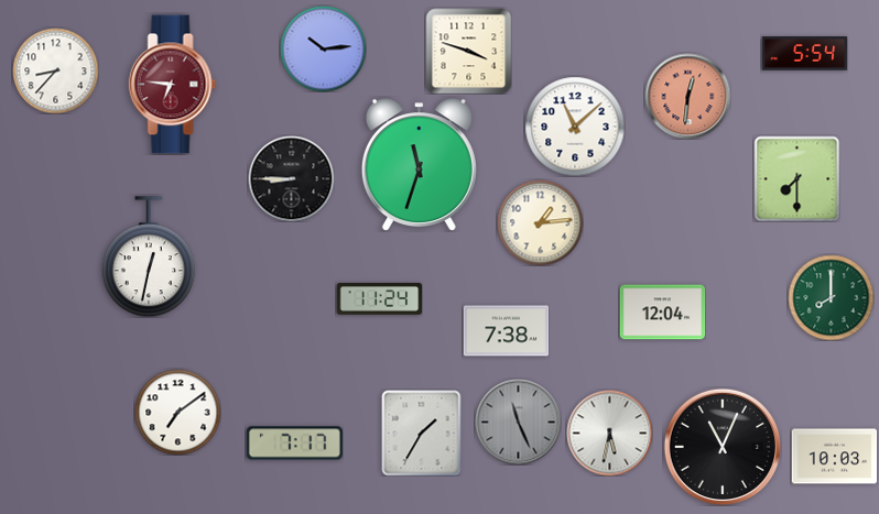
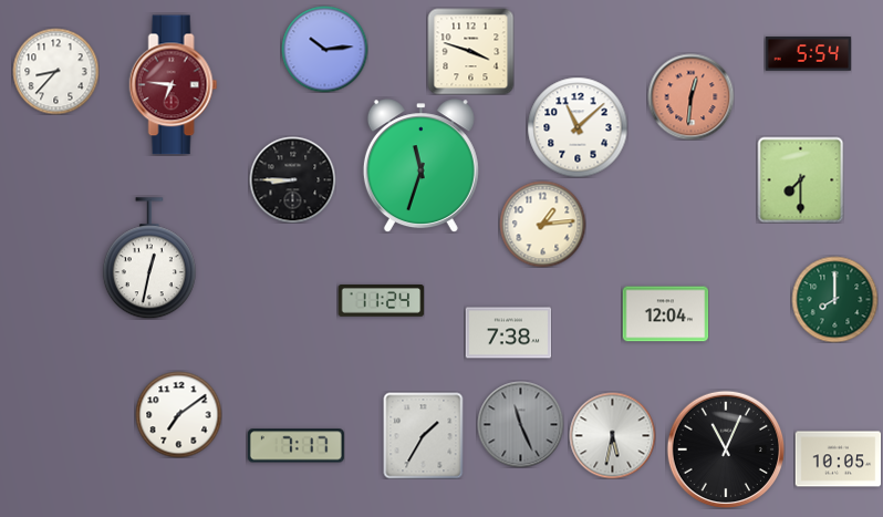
clock at (834, 457): 10:03 -> 10:05
